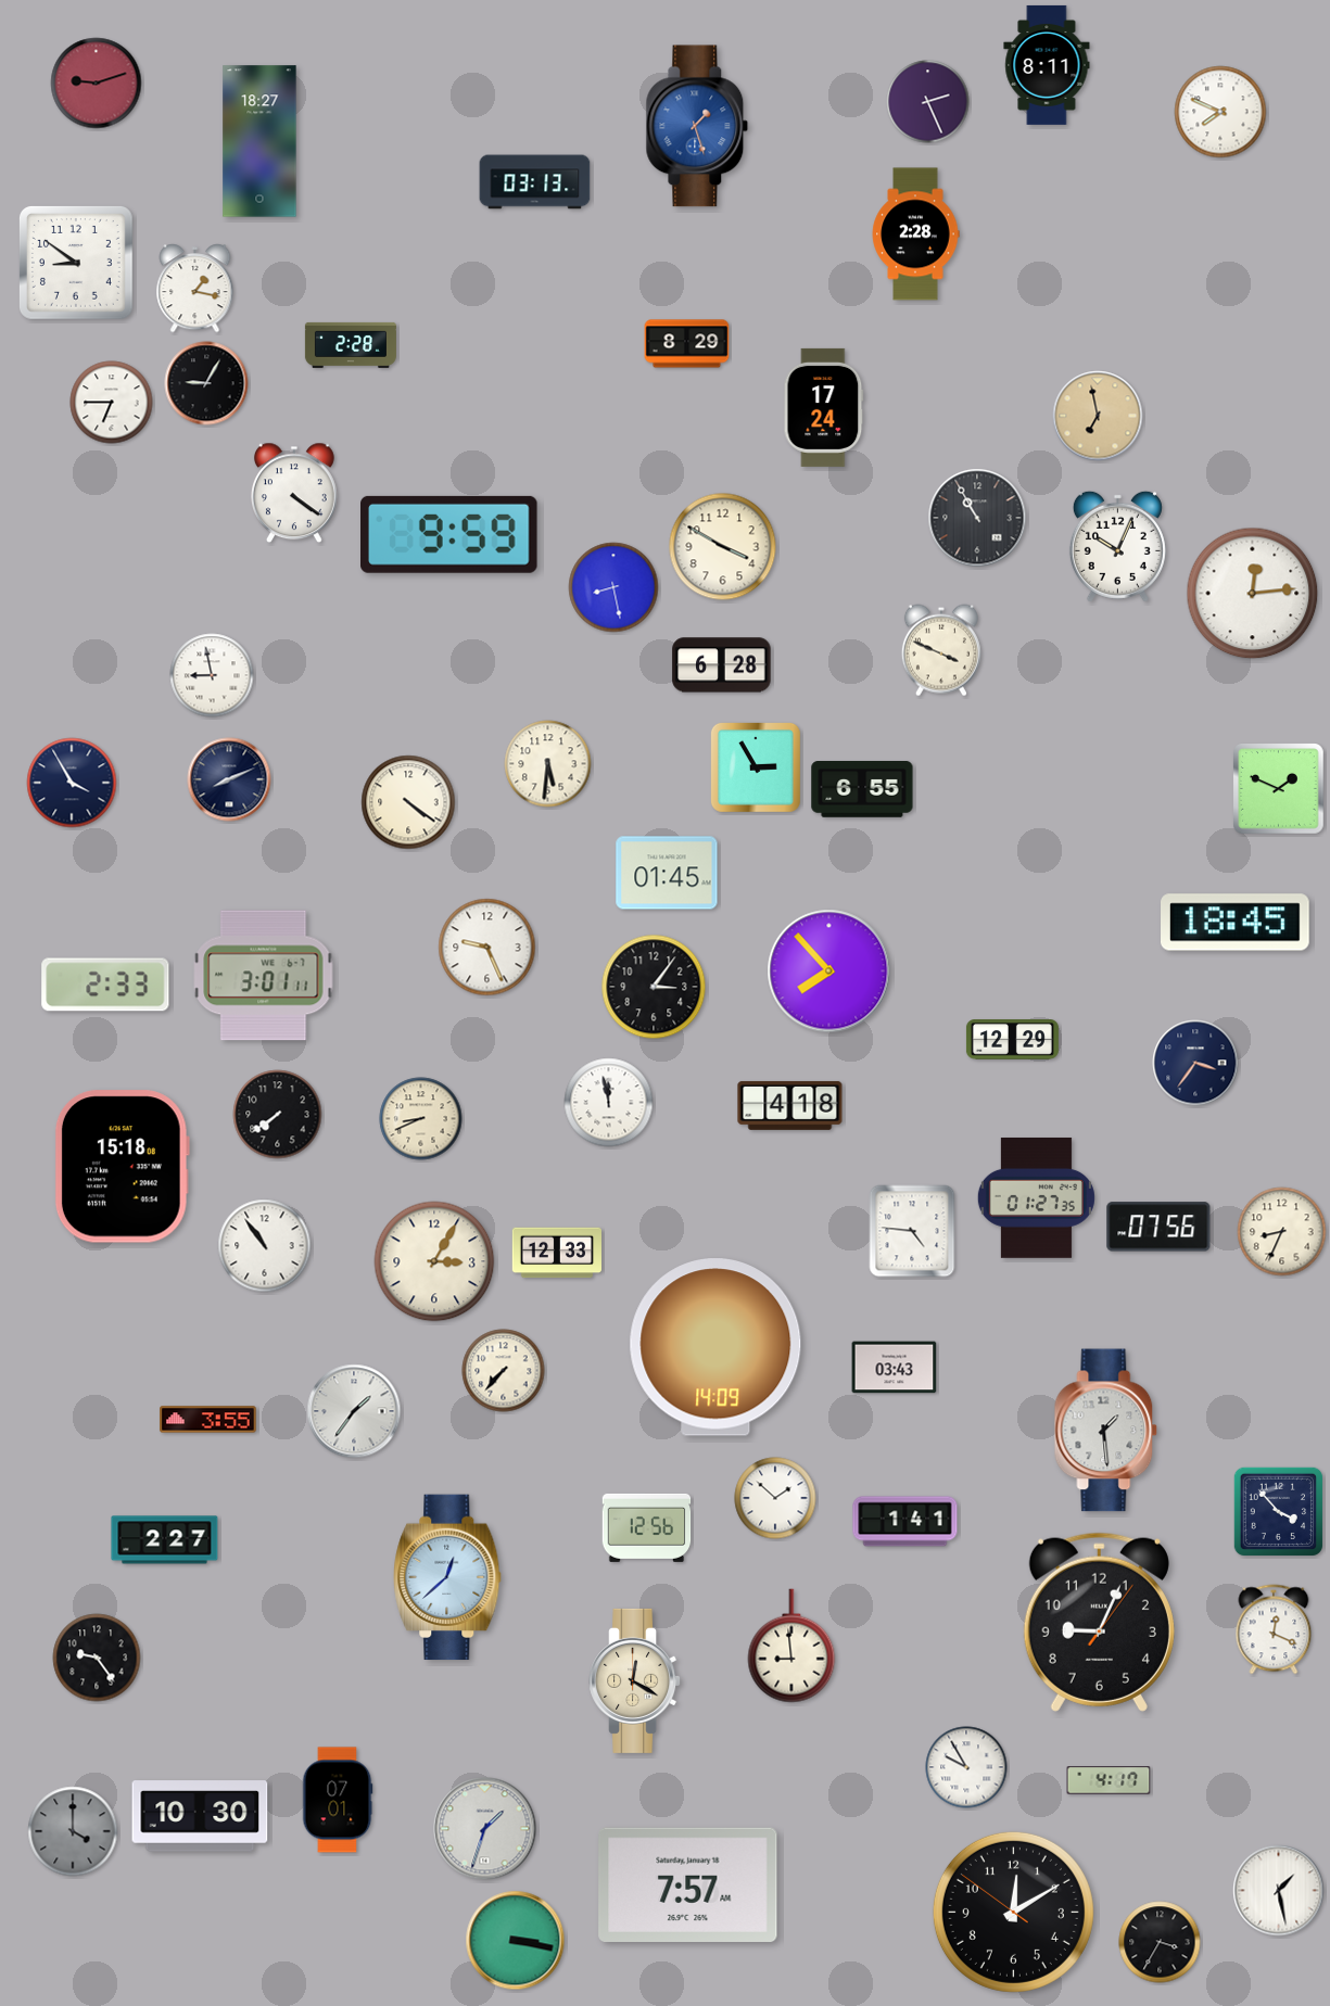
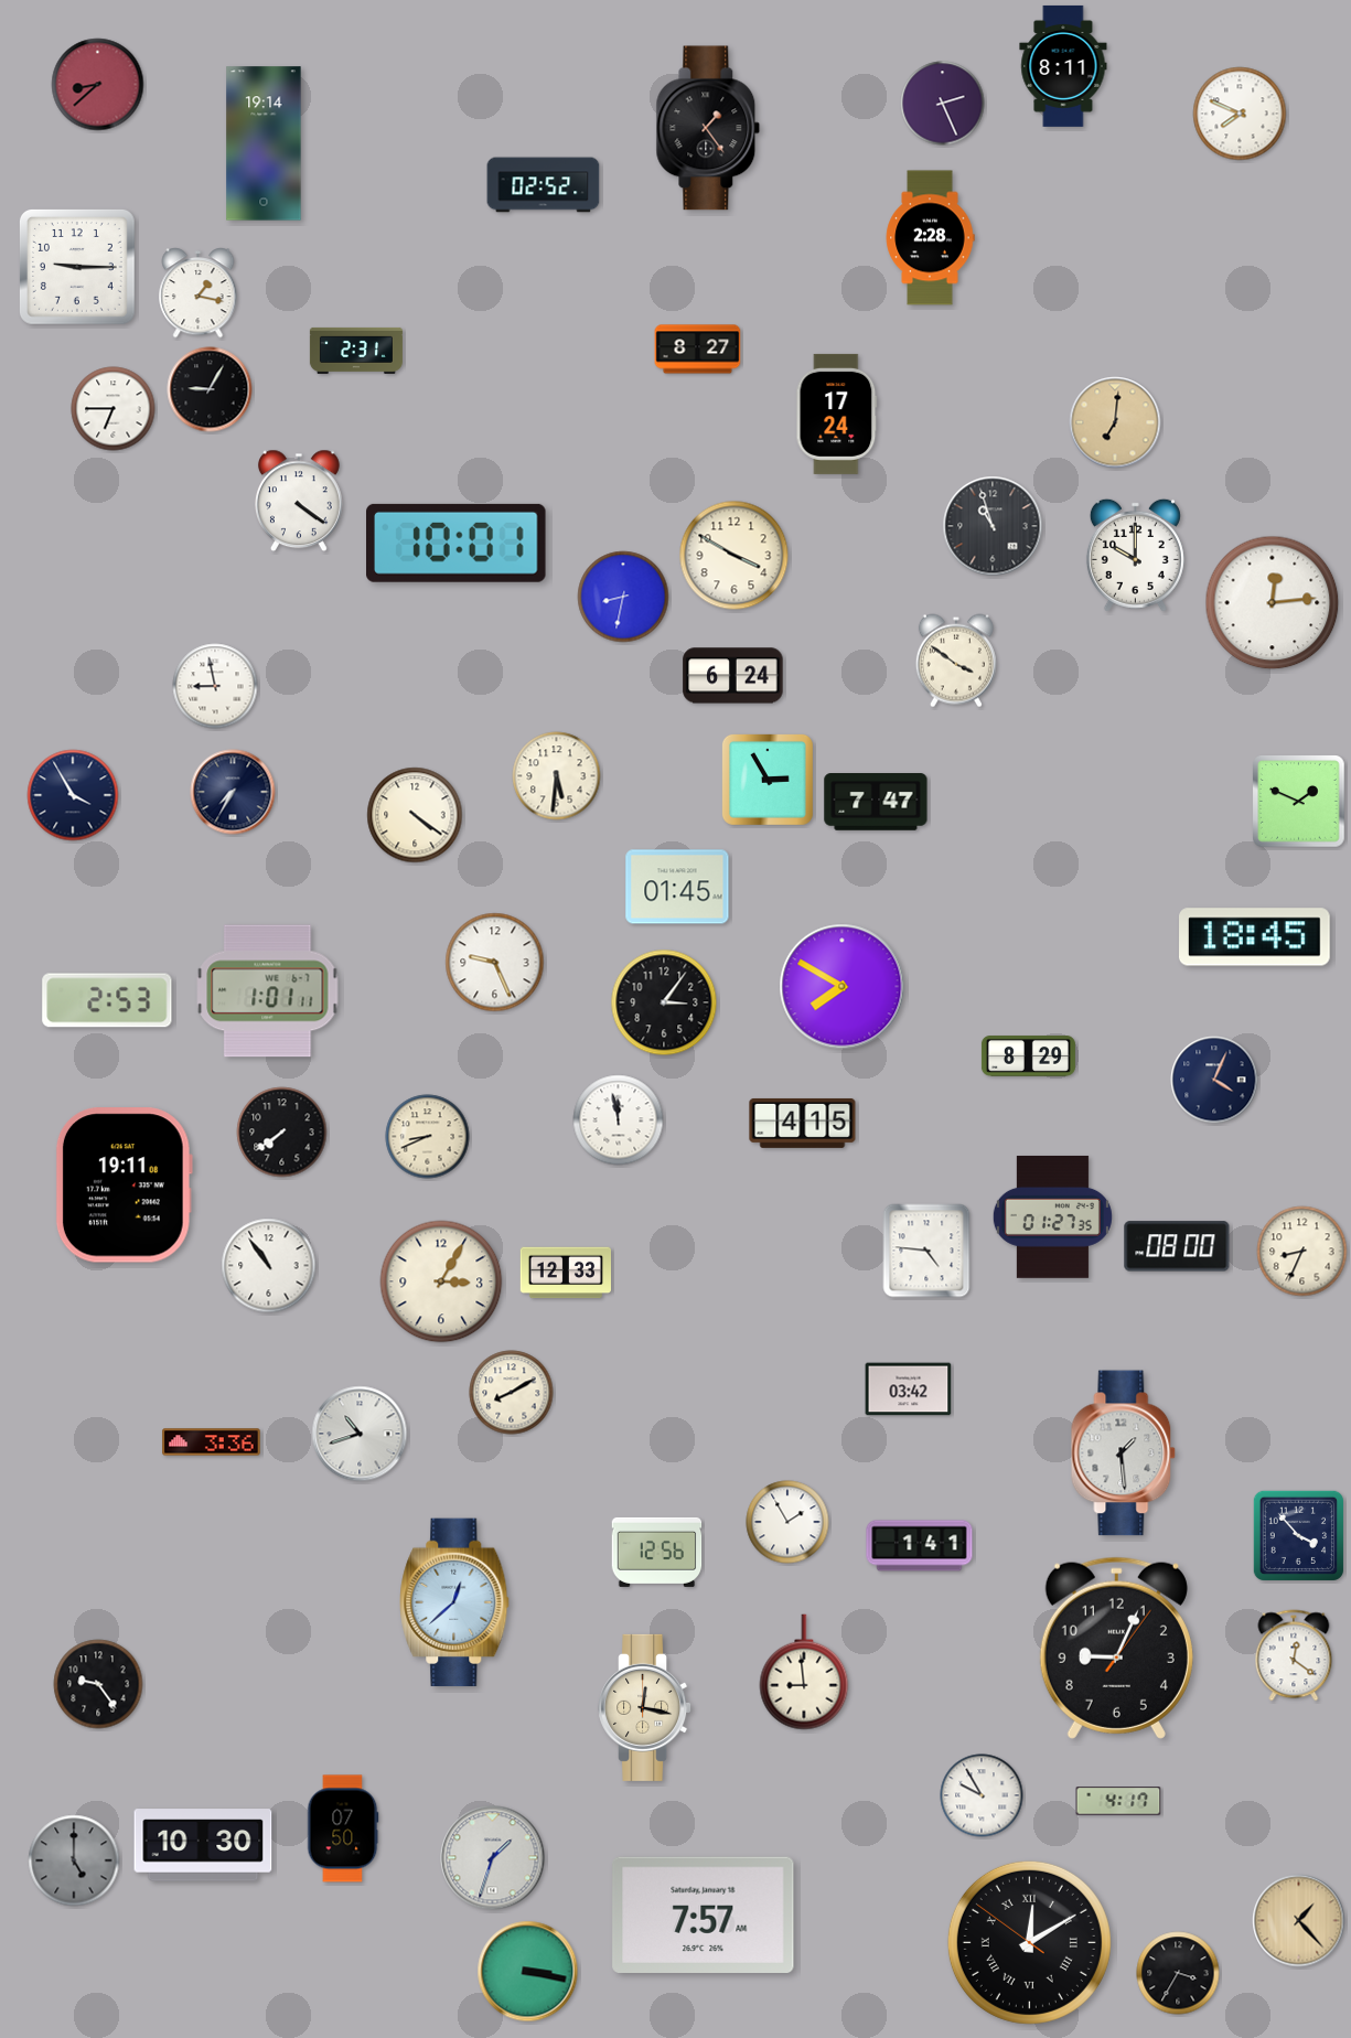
clock at (97, 84): 9:12 -> 8:38
clock at (697, 126): 1:27 -> 1:24
clock at (697, 126) dial: blue -> black
clock at (259, 141): 18:27 -> 19:14
clock at (535, 182): 03:13 -> 02:52
clock at (76, 263): 8:51 -> 9:15
clock at (687, 344): 8:29 -> 8:27
clock at (351, 345): 2:28 -> 2:31
clock at (1098, 416): 6:58 -> 7:01
clock at (977, 518): 10:55 -> 10:57
clock at (449, 534): 9:59 -> 10:01
clock at (1117, 546): 10:04 -> 10:00
clock at (613, 587): 8:28 -> 8:32
clock at (941, 650): 3:49 -> 3:51
clock at (722, 665): 6:28 -> 6:24
clock at (229, 779): 8:11 -> 7:35
clock at (862, 790): 6:55 -> 7:47
clock at (829, 972): 7:53 -> 7:50
clock at (264, 976): 3:01 -> 1:01
clock at (105, 985): 2:33 -> 2:53
clock at (1012, 1040): 12:29 -> 8:29
clock at (1195, 1063): 3:36 -> 4:04
clock at (790, 1105): 4:18 -> 4:15
clock at (122, 1167): 15:18 -> 19:11
clock at (1158, 1227): 07:56 -> 08:00
clock at (715, 1347): 14:09 -> none
clock at (895, 1368): 03:43 -> 03:42
clock at (504, 1371): 7:37 -> 8:10
clock at (354, 1411): 1:36 -> 10:42
clock at (208, 1420): 3:55 -> 3:36
clock at (775, 1498): 1:52 -> 1:55
clock at (165, 1540): 2:27 -> none
clock at (1274, 1629): 12:19 -> 12:21
clock at (635, 1680): 12:20 -> 12:17
clock at (1109, 1780) position: (1109, 1780) -> (1118, 1801)
clock at (338, 1800): 07:01 -> 07:50
clock at (73, 1831): 4:00 -> 5:00
clock at (688, 1884) position: (688, 1884) -> (704, 1914)
clock at (1279, 1891): 1:28 -> 1:23
clock at (1279, 1891) dial: white -> champagne
clock at (1013, 1912) numerals: Arabic -> Roman
clock at (516, 1941) position: (516, 1941) -> (528, 1972)
